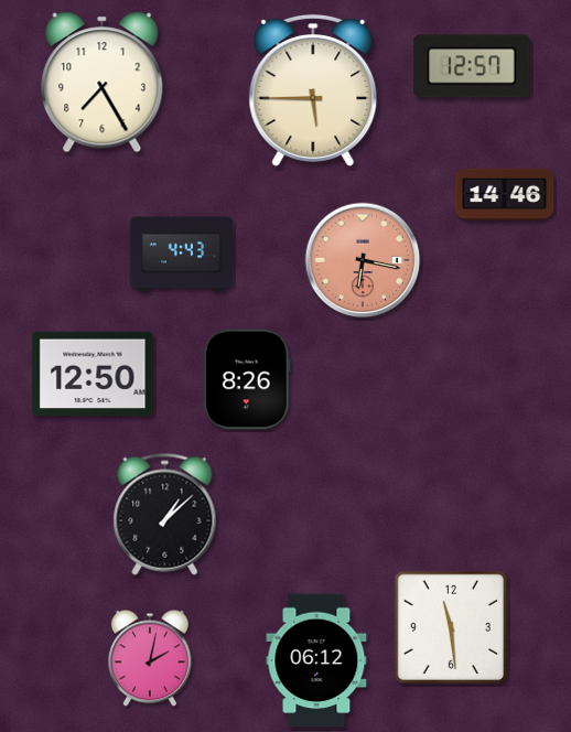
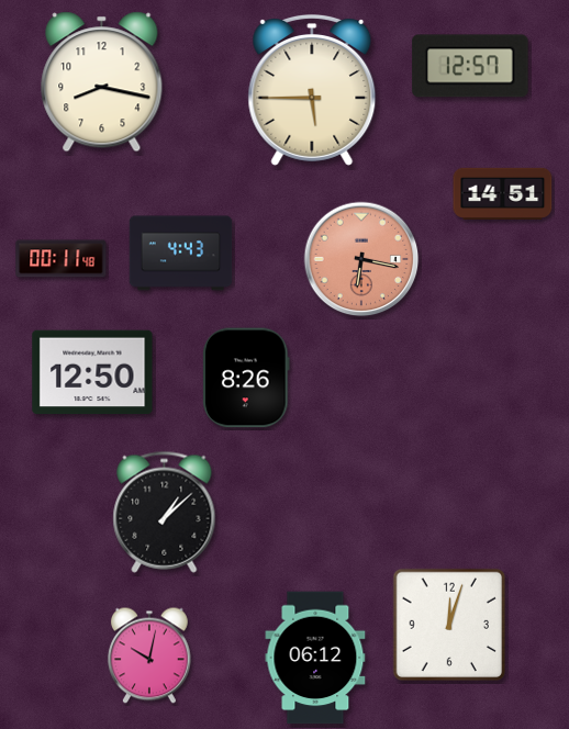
clock at (103, 83): 7:25 -> 8:17
clock at (505, 194): 14:46 -> 14:51
clock at (62, 259): none -> 00:11
clock at (451, 627): 11:29 -> 12:03
clock at (150, 658): 2:02 -> 10:02
